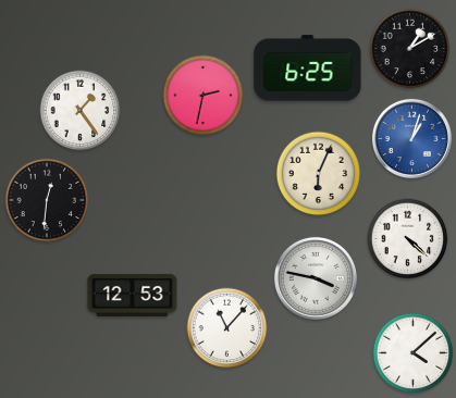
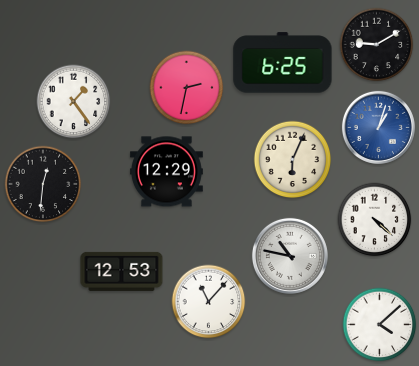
clock at (410, 49): 1:10 -> 9:10
clock at (166, 172): none -> 12:29
clock at (316, 278): 3:47 -> 10:47
